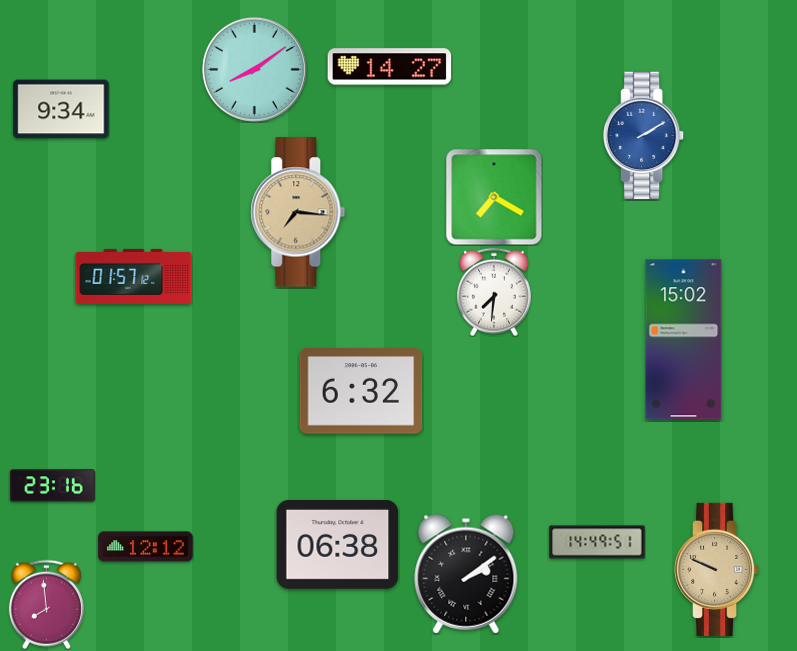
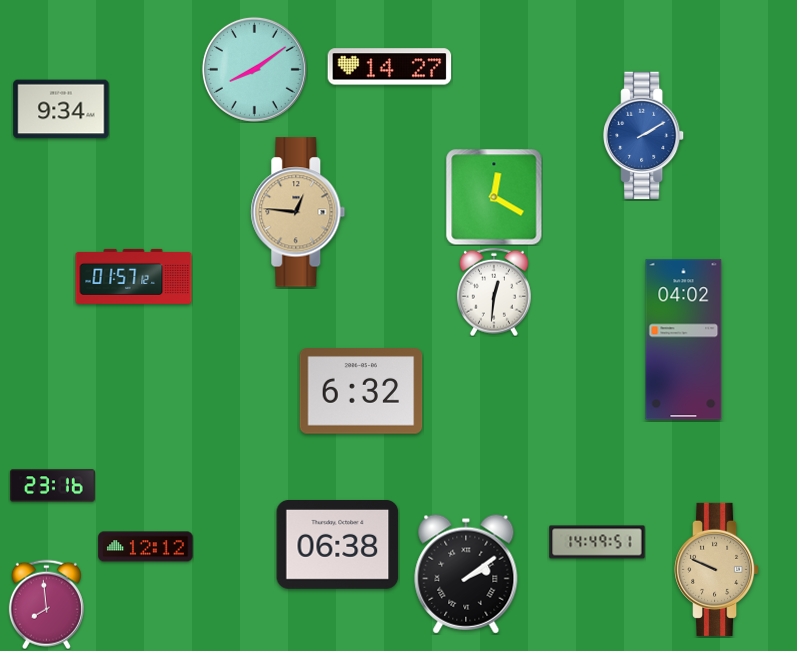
clock at (494, 197): 7:20 -> 12:20
clock at (298, 212): 7:16 -> 12:46
clock at (494, 292): 7:31 -> 12:31
clock at (684, 340): 15:02 -> 04:02
